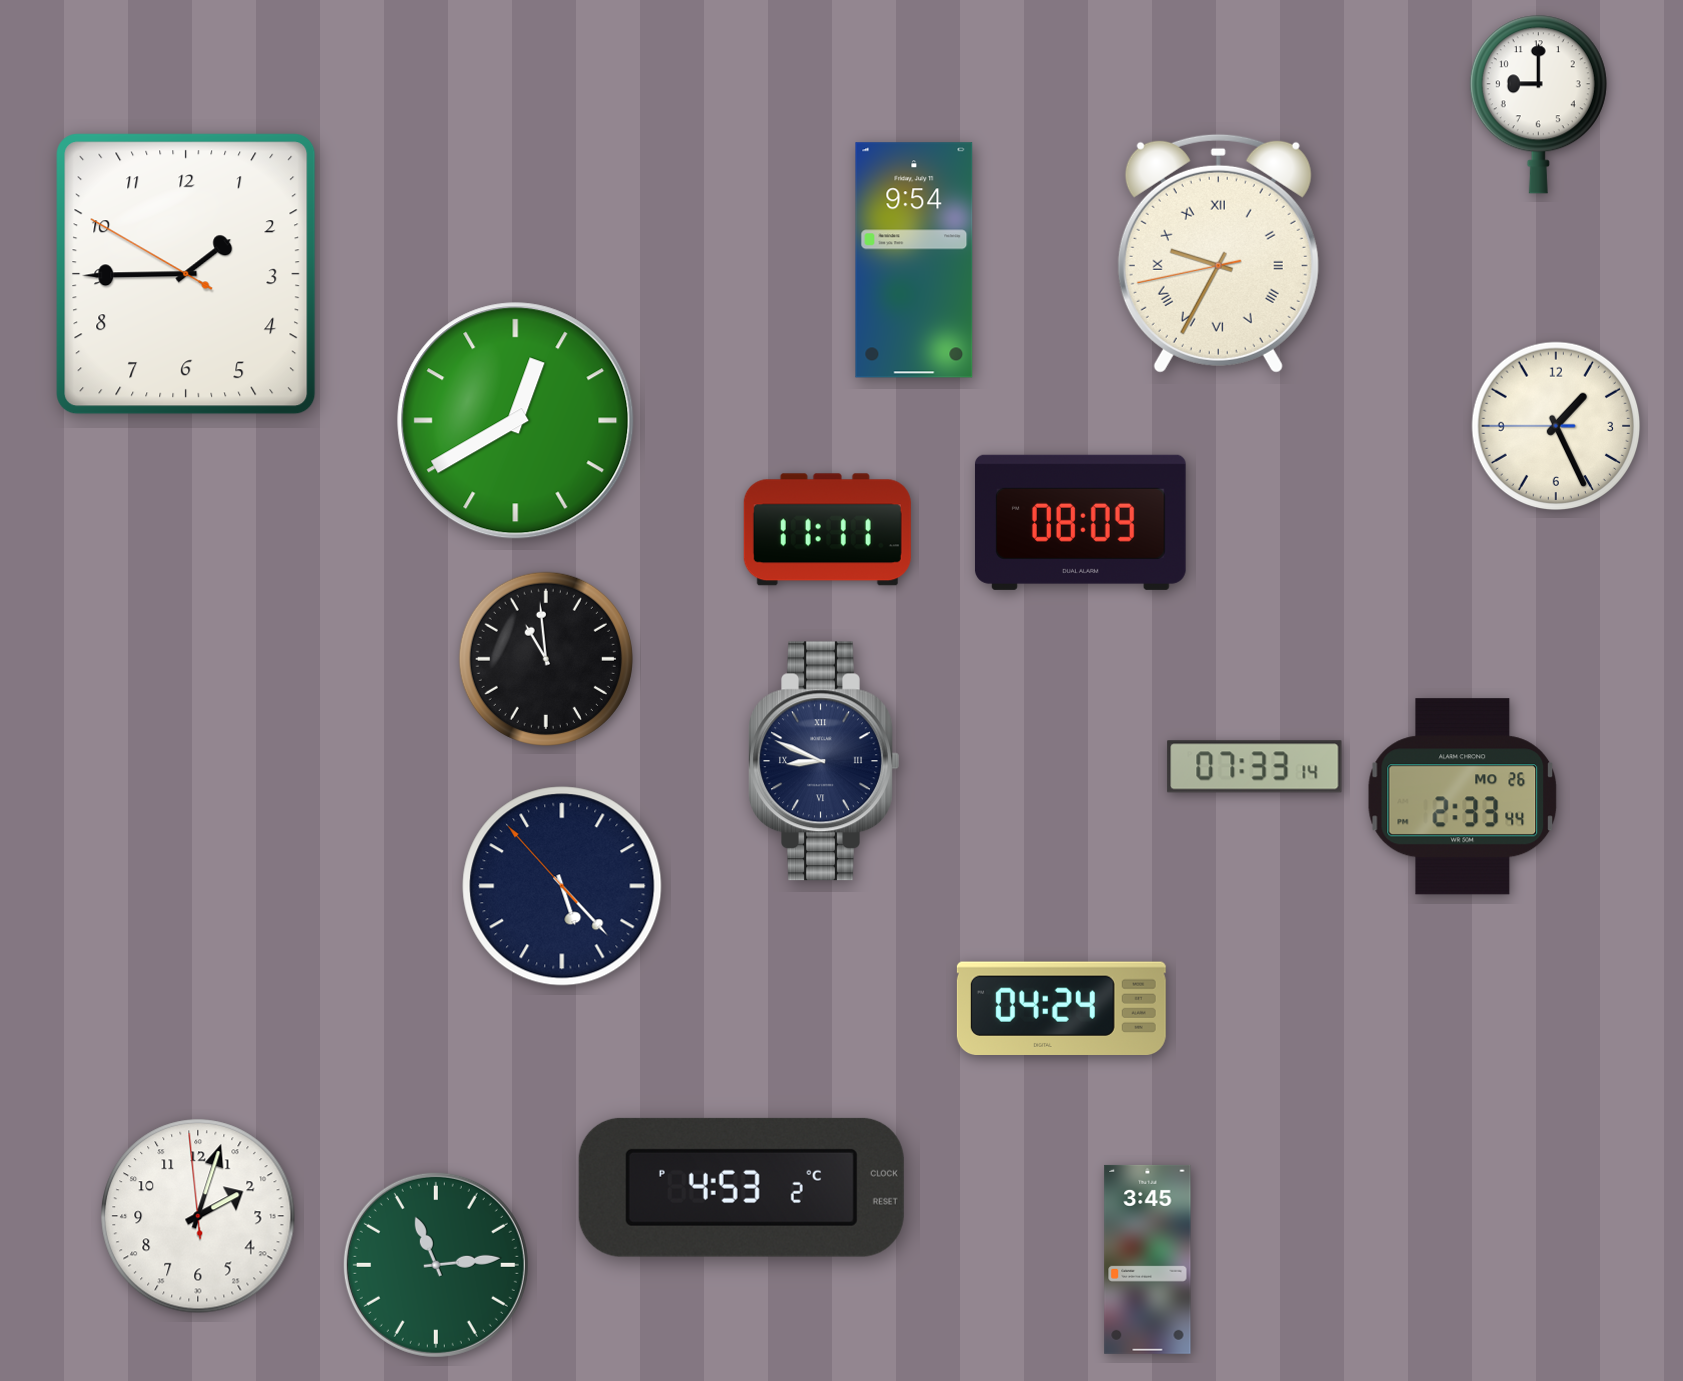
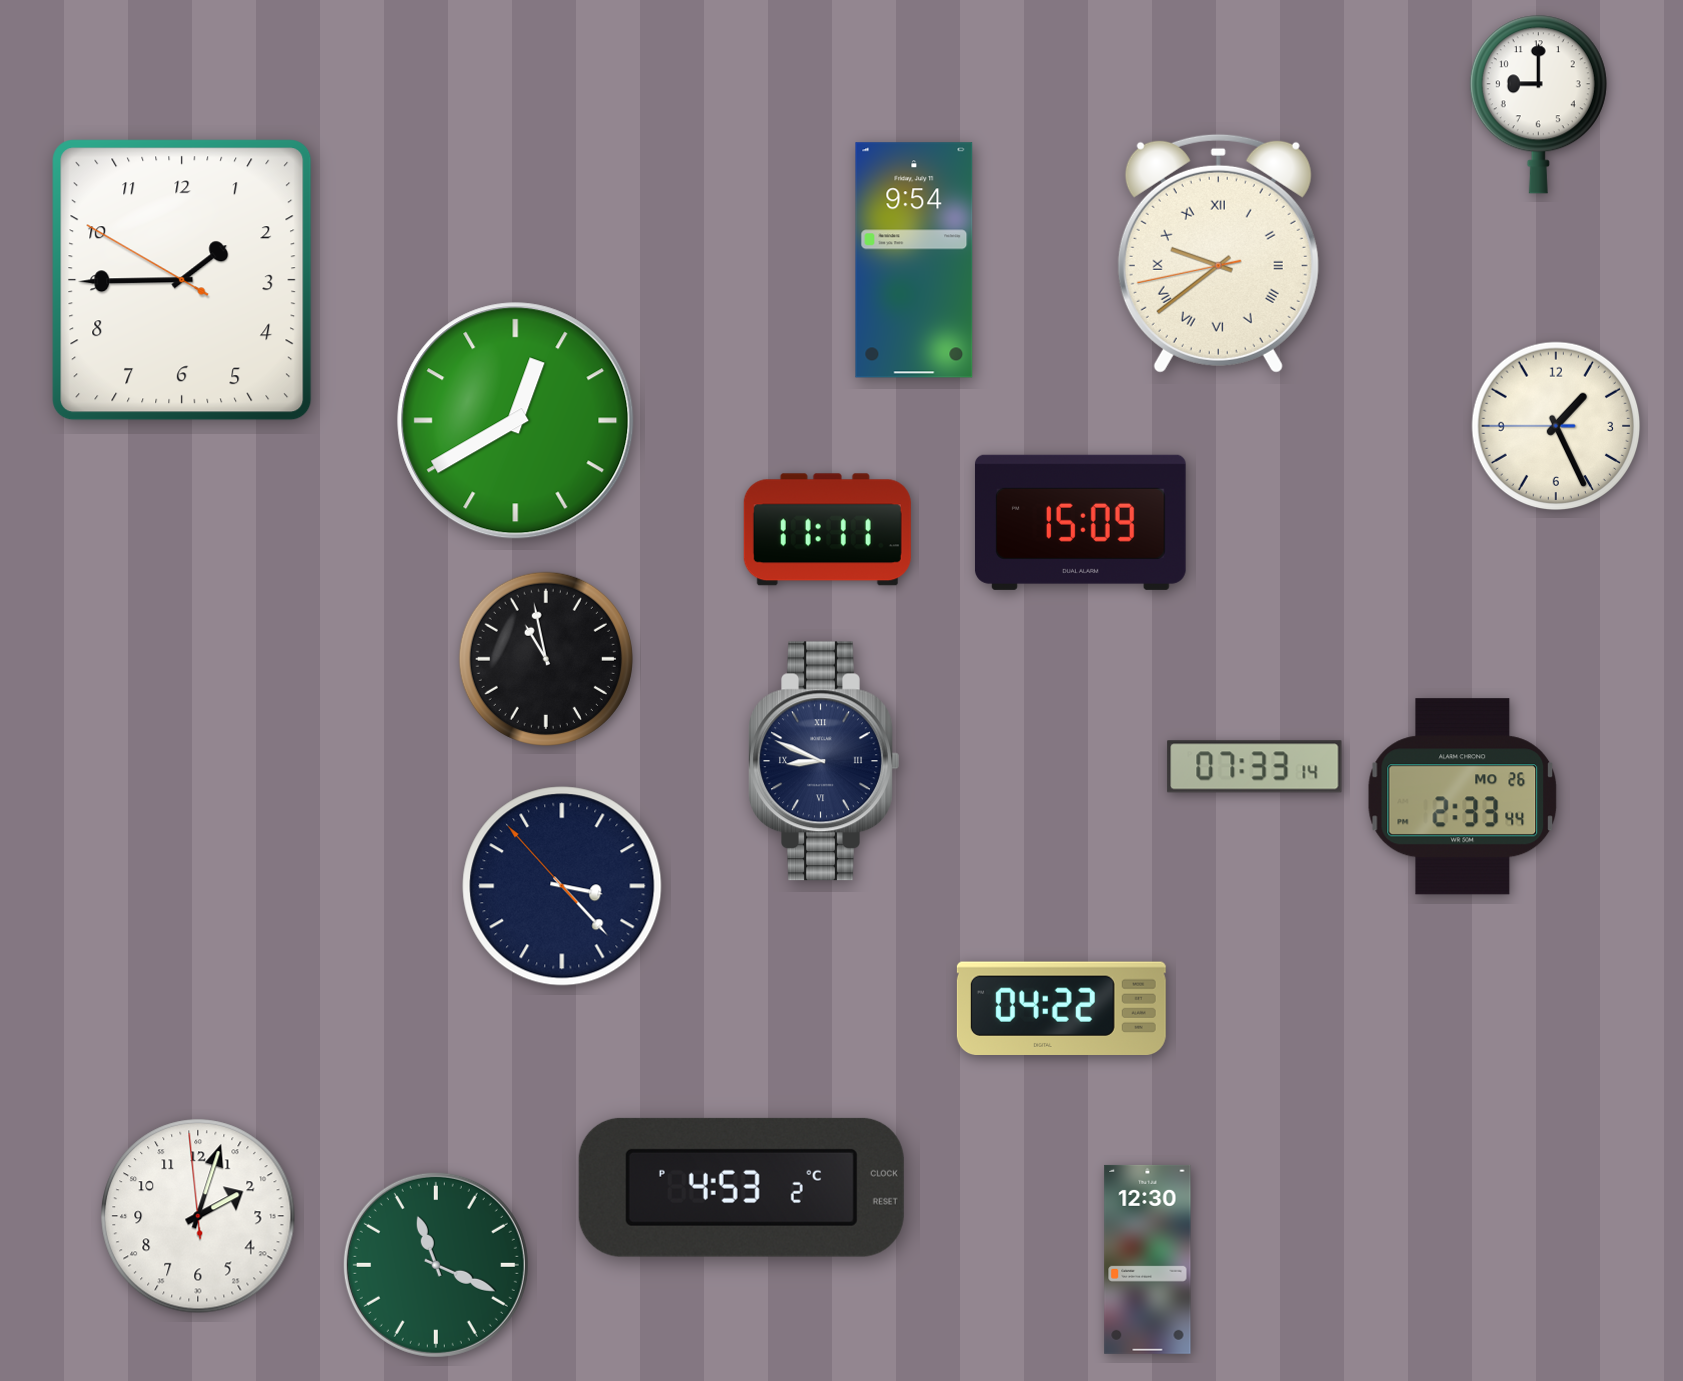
clock at (1218, 253): 9:34 -> 9:38
clock at (186, 274) position: (186, 274) -> (182, 280)
clock at (1080, 522): 08:09 -> 15:09
clock at (546, 659): 10:59 -> 10:58
clock at (562, 886): 5:22 -> 3:22
clock at (1061, 1008): 04:24 -> 04:22
clock at (1148, 1259): 3:45 -> 12:30
clock at (436, 1265): 11:14 -> 11:19
